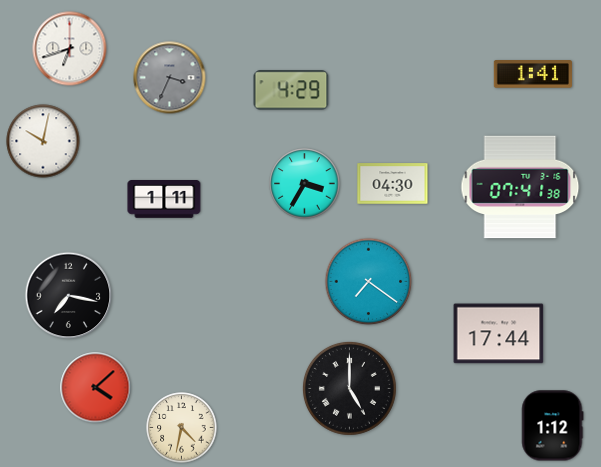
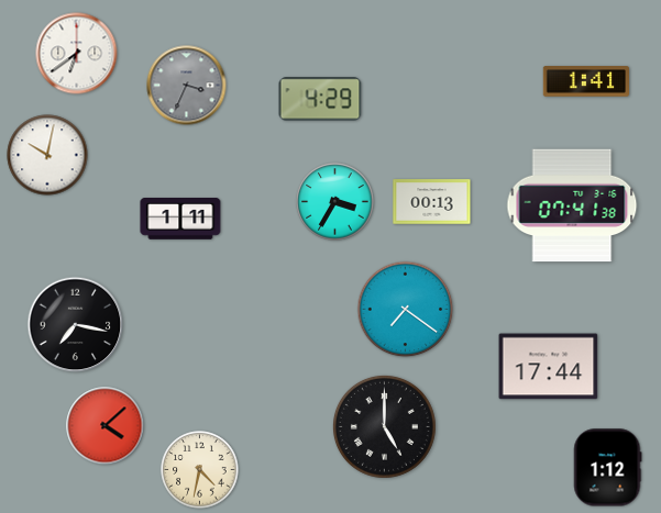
clock at (70, 49): 6:42 -> 6:39
clock at (393, 184): 04:30 -> 00:13
